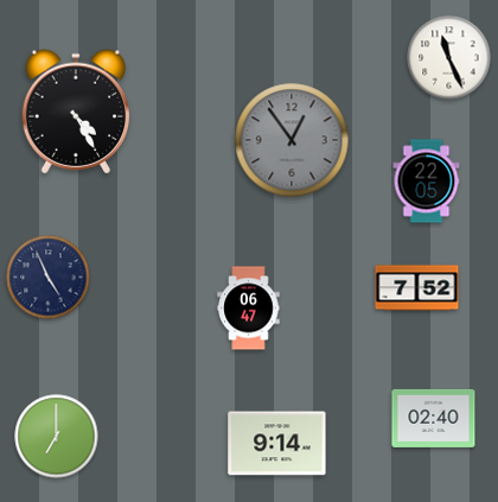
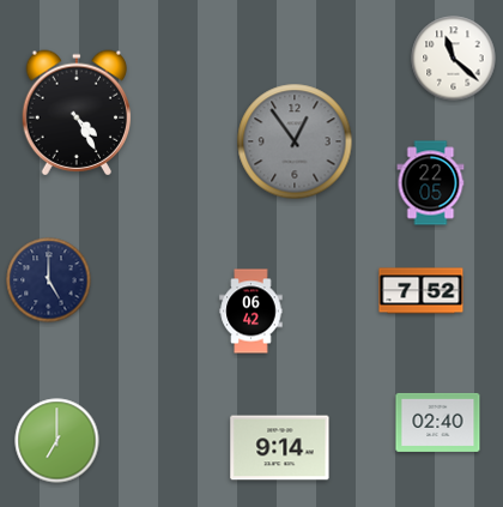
clock at (449, 58): 11:26 -> 11:22
clock at (49, 278): 4:56 -> 5:00
clock at (249, 309): 06:47 -> 06:42
